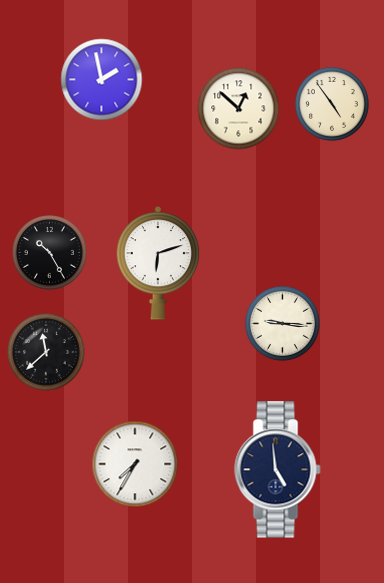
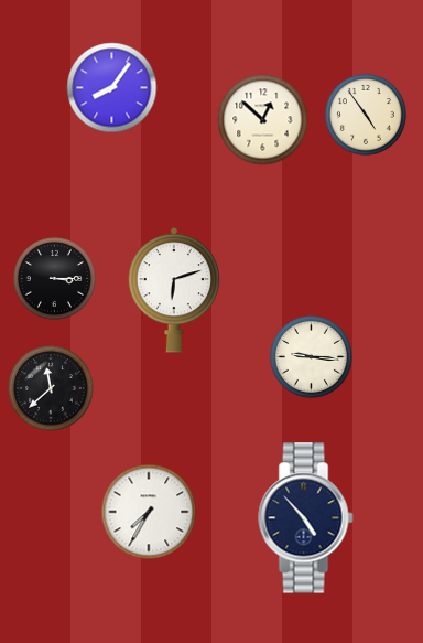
clock at (102, 80): 1:58 -> 8:06
clock at (49, 252): 10:25 -> 3:15
clock at (278, 470): 4:59 -> 4:53
